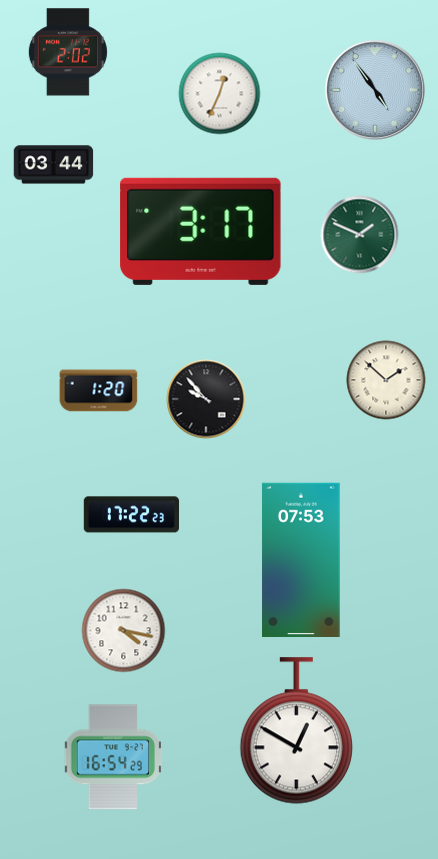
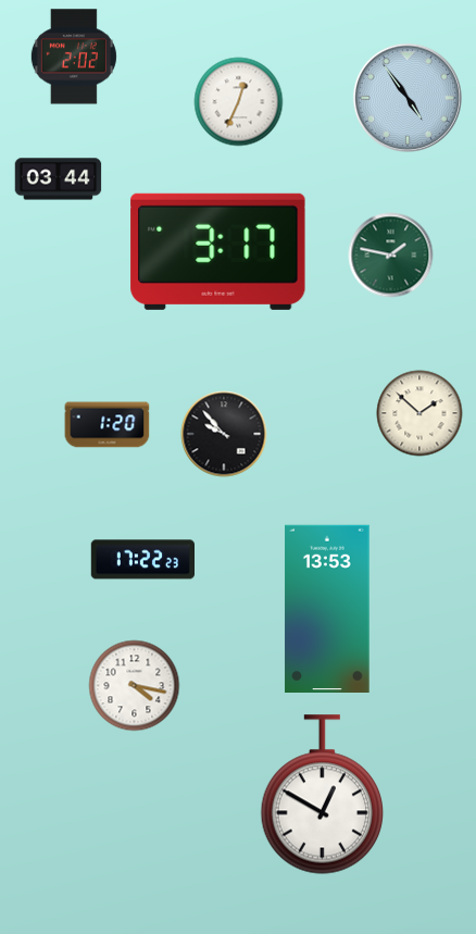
clock at (360, 235): 1:49 -> 1:47
clock at (301, 559): 07:53 -> 13:53
clock at (112, 757): 16:54 -> none
